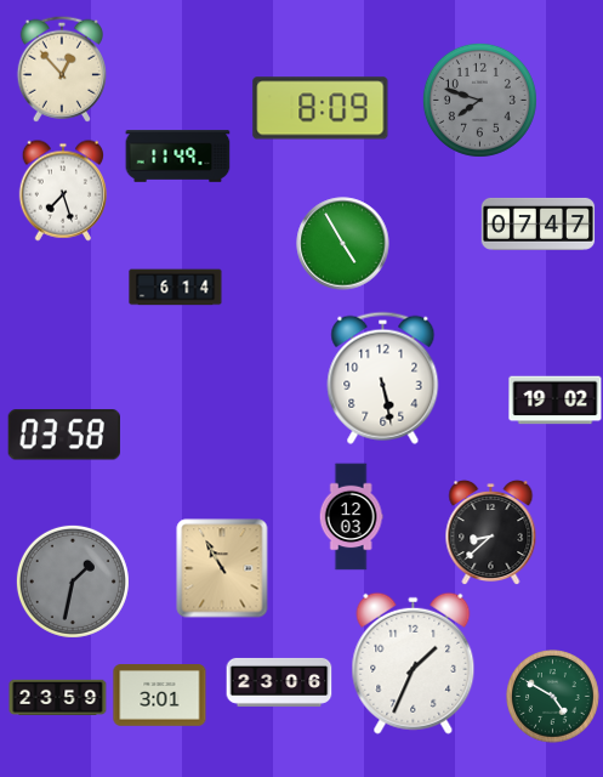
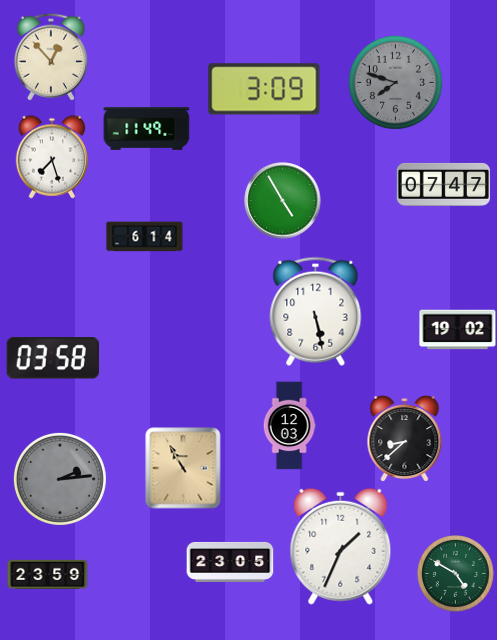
clock at (320, 108): 8:09 -> 3:09
clock at (73, 582): 1:32 -> 2:14
clock at (279, 682): 23:06 -> 23:05
clock at (160, 696): 3:01 -> none
